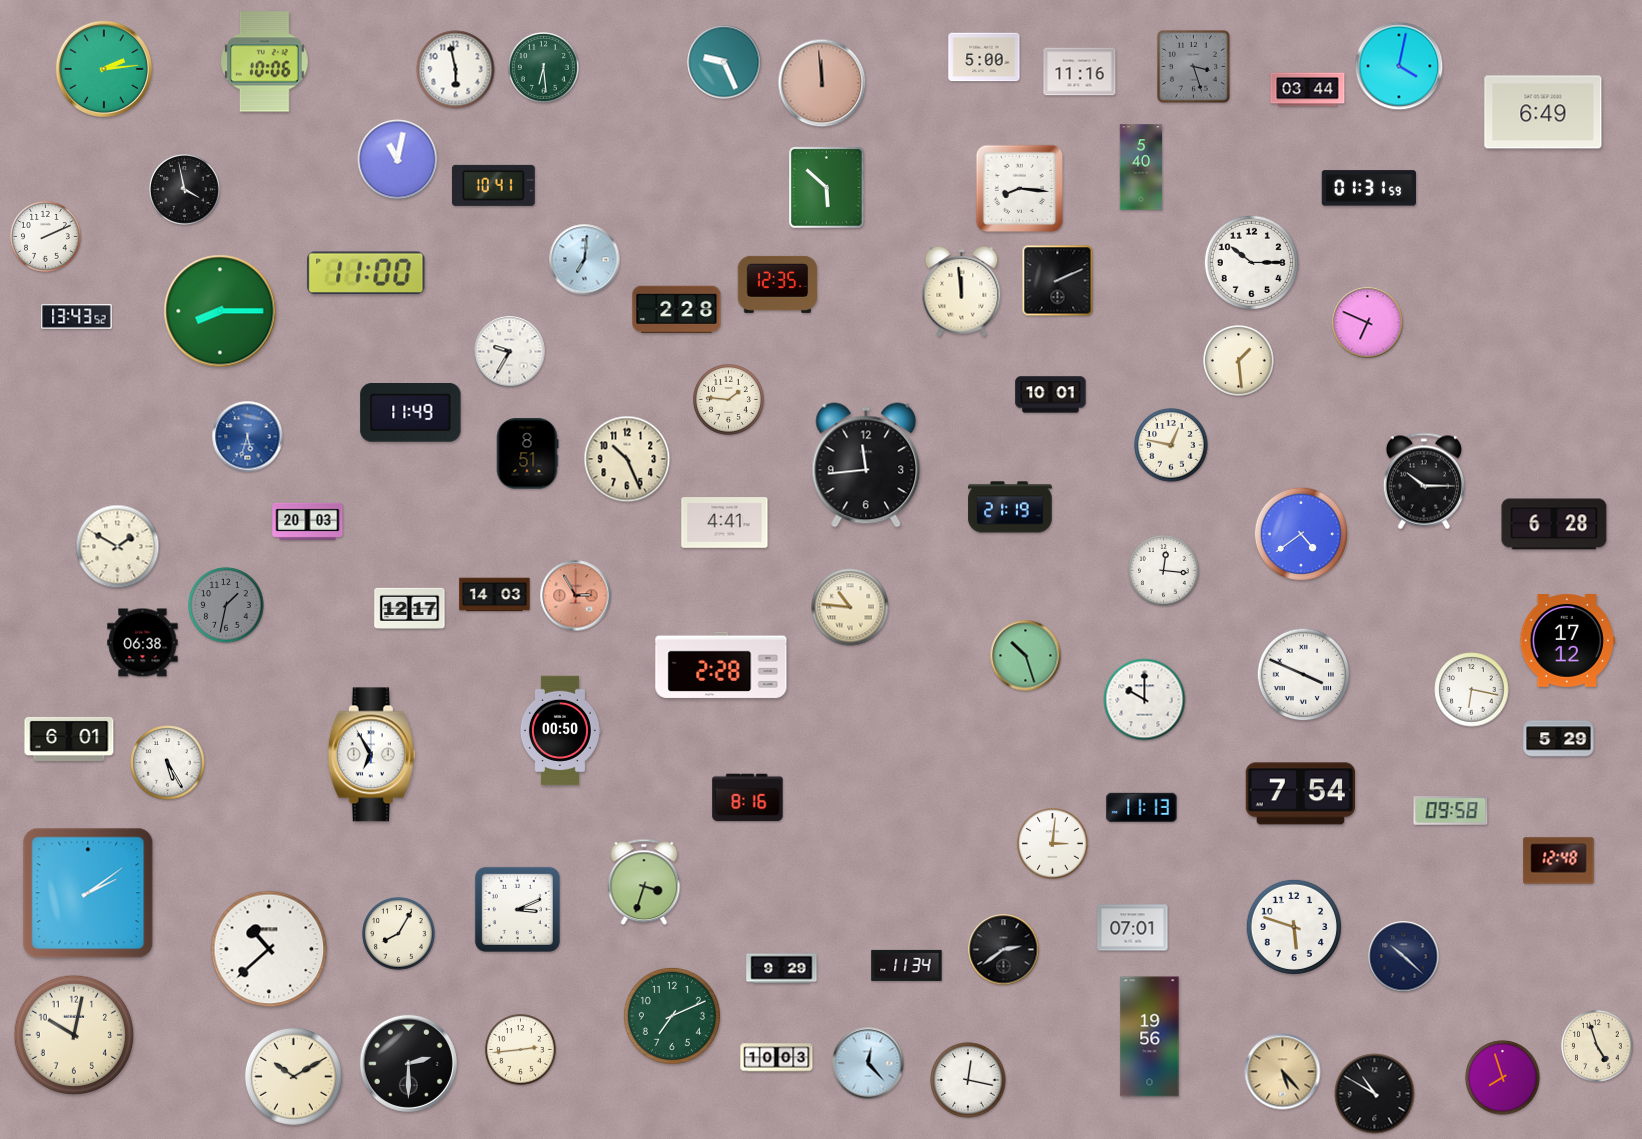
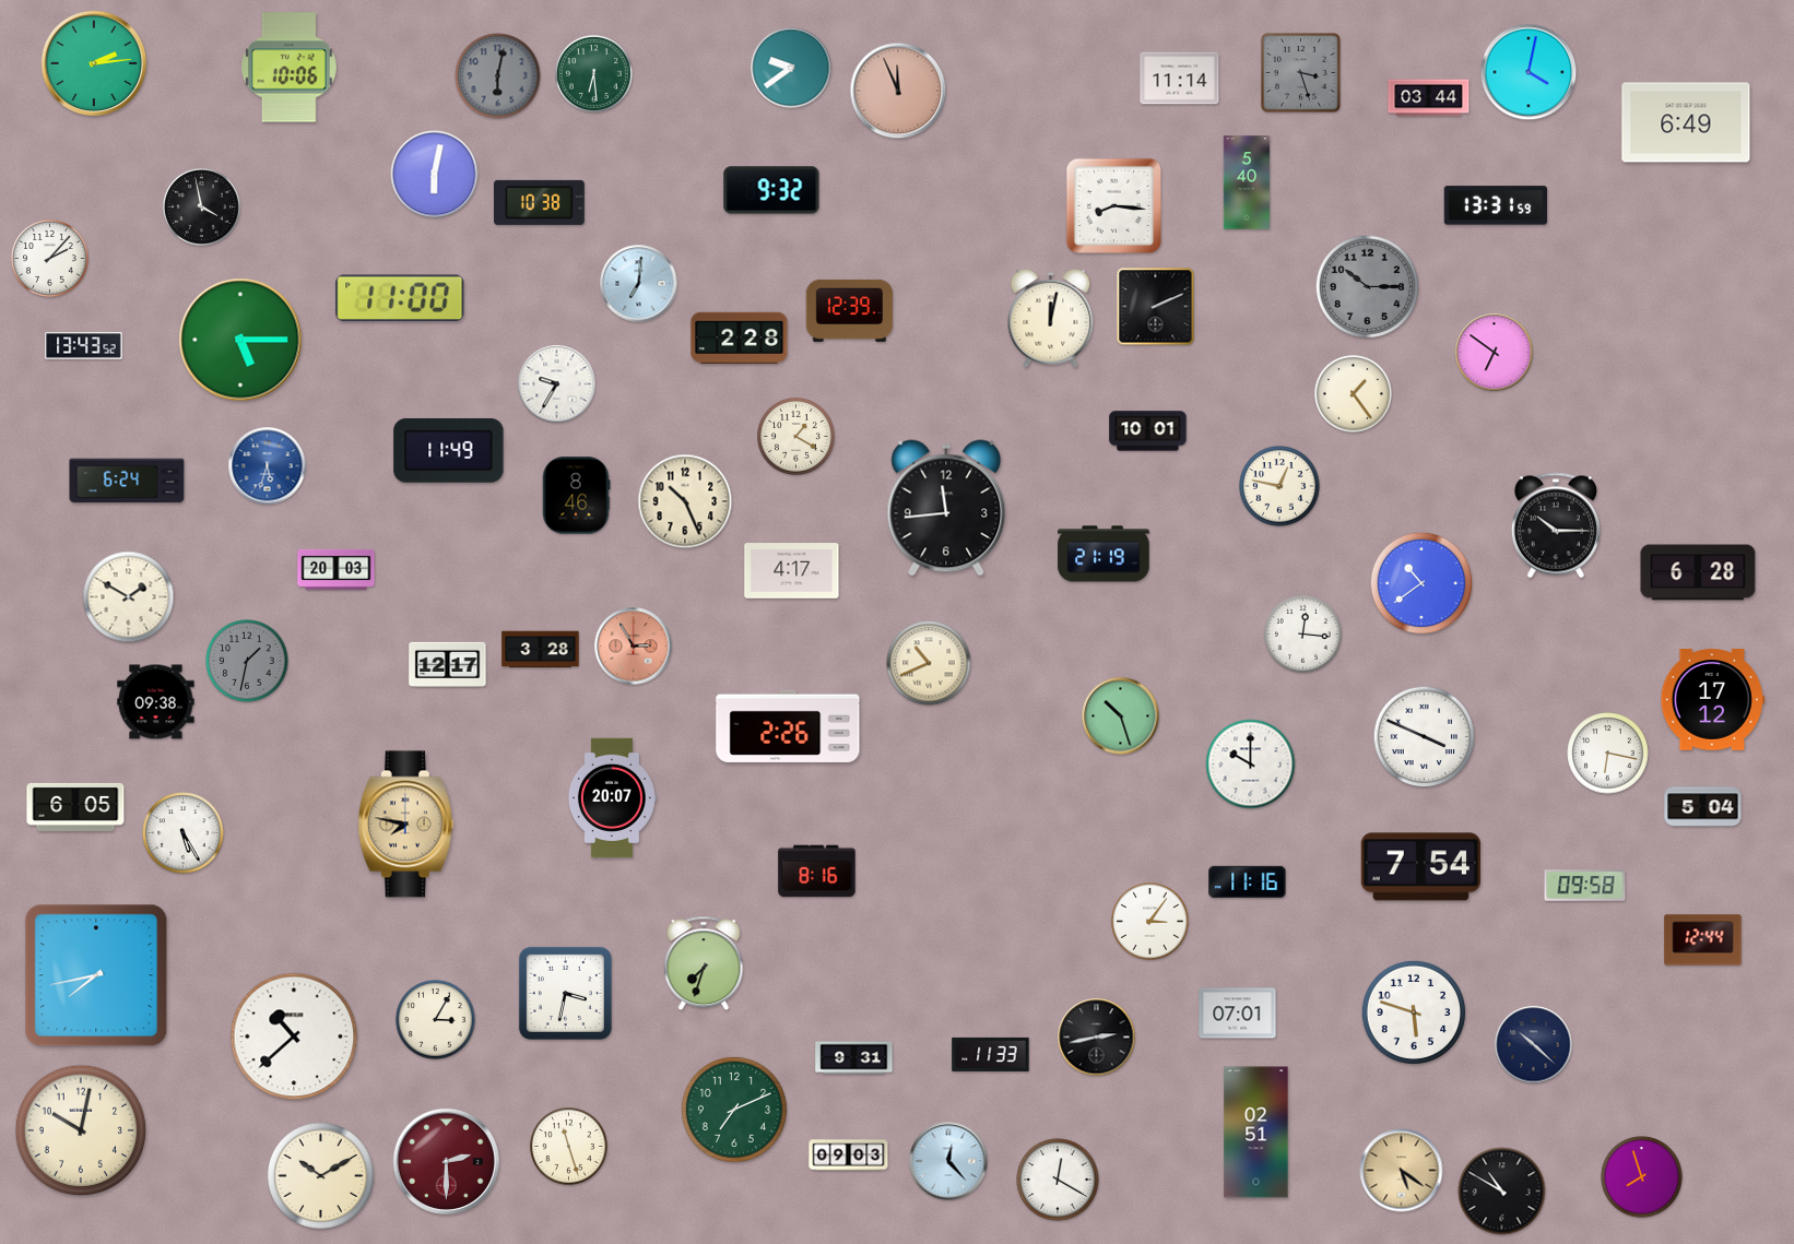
clock at (984, 57): 5:00 -> none
clock at (724, 62): 9:26 -> 9:39
clock at (1193, 66) position: (1193, 66) -> (1300, 72)
clock at (104, 69) position: (104, 69) -> (94, 63)
clock at (456, 70): 5:58 -> 6:02
clock at (456, 70) dial: white -> grey
clock at (1080, 72): 11:16 -> 11:14
clock at (822, 83): 11:59 -> 11:56
clock at (398, 160): 11:02 -> 6:02
clock at (771, 190): none -> 9:32
clock at (493, 185): 10:41 -> 10:38
clock at (827, 188): 5:52 -> none
clock at (1368, 188): 01:31 -> 13:31
clock at (46, 237): 2:11 -> 2:07
clock at (1251, 262) dial: white -> grey
clock at (778, 284): 12:35 -> 12:39
clock at (962, 291): 11:59 -> 12:02
clock at (220, 311): 8:15 -> 5:15
clock at (1368, 323): 6:49 -> 6:51
clock at (1239, 361): 1:29 -> 1:24
clock at (729, 400): 1:46 -> 1:20
clock at (248, 437) position: (248, 437) -> (268, 466)
clock at (127, 481): none -> 6:24
clock at (527, 454): 8:51 -> 8:46
clock at (725, 523): 4:41 -> 4:17
clock at (1301, 534): 4:39 -> 10:39
clock at (1164, 571) position: (1164, 571) -> (1303, 635)
clock at (495, 595): 14:03 -> 3:28
clock at (576, 596) position: (576, 596) -> (634, 647)
clock at (850, 607): 10:46 -> 10:41
clock at (143, 643): 06:38 -> 09:38
clock at (721, 665): 2:28 -> 2:26
clock at (560, 731): 00:50 -> 20:07
clock at (69, 739): 6:01 -> 6:05
clock at (1559, 739): 5:29 -> 5:04
clock at (371, 755): 6:55 -> 7:47
clock at (371, 755) dial: white -> champagne
clock at (1142, 807): 11:13 -> 11:16
clock at (1053, 844): 3:01 -> 3:06
clock at (1559, 861): 12:48 -> 12:44
clock at (644, 882): 3:33 -> 7:33
clock at (88, 893): 2:09 -> 7:43
clock at (517, 909): 3:11 -> 3:32
clock at (399, 934): 8:05 -> 3:05
clock at (1004, 950): 2:39 -> 2:43
clock at (907, 965): 11:34 -> 11:33
clock at (782, 969): 9:29 -> 9:31
clock at (1150, 1037): 19:56 -> 02:51
clock at (1597, 1046): 4:57 -> none
clock at (521, 1050): 2:44 -> 11:27
clock at (777, 1058): 10:03 -> 09:03
clock at (408, 1063) dial: black -> burgundy
clock at (1283, 1072): 5:23 -> 5:21
clock at (968, 1080): 12:17 -> 12:20
clock at (1375, 1094) position: (1375, 1094) -> (1502, 1192)
